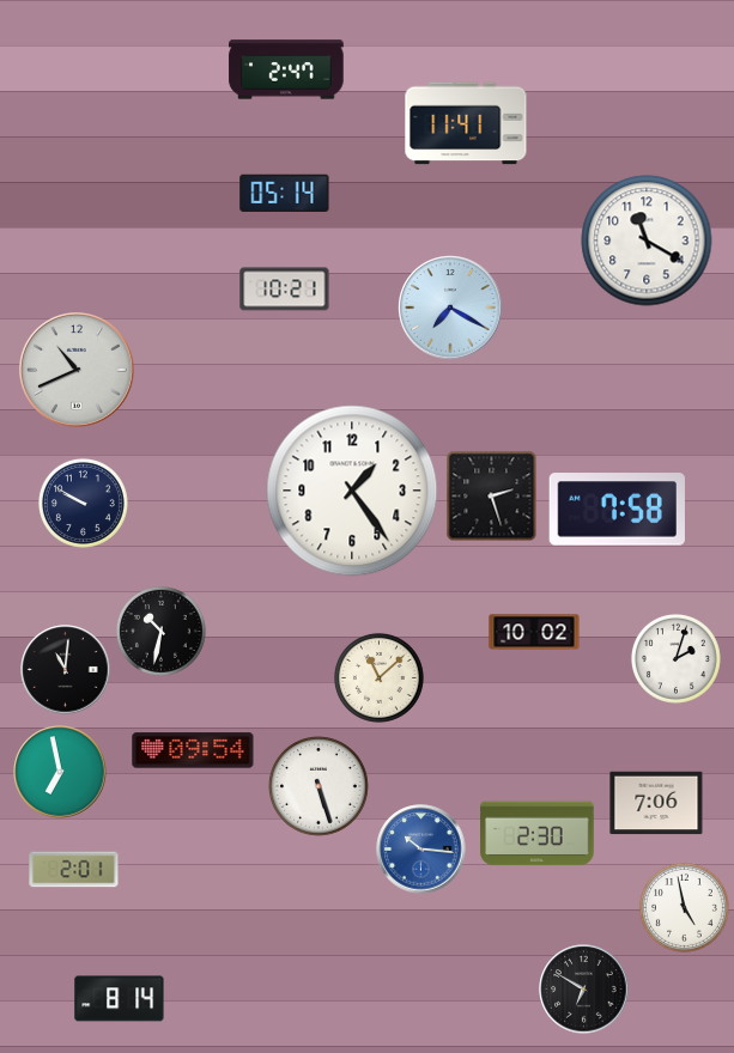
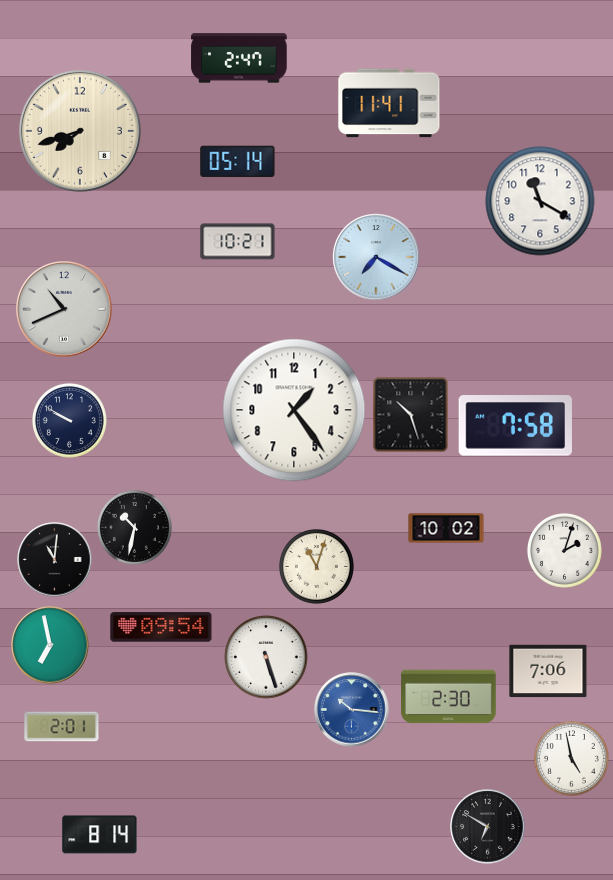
clock at (80, 131): none -> 7:42
clock at (492, 497): 2:27 -> 10:27
clock at (378, 677): 11:08 -> 11:03
